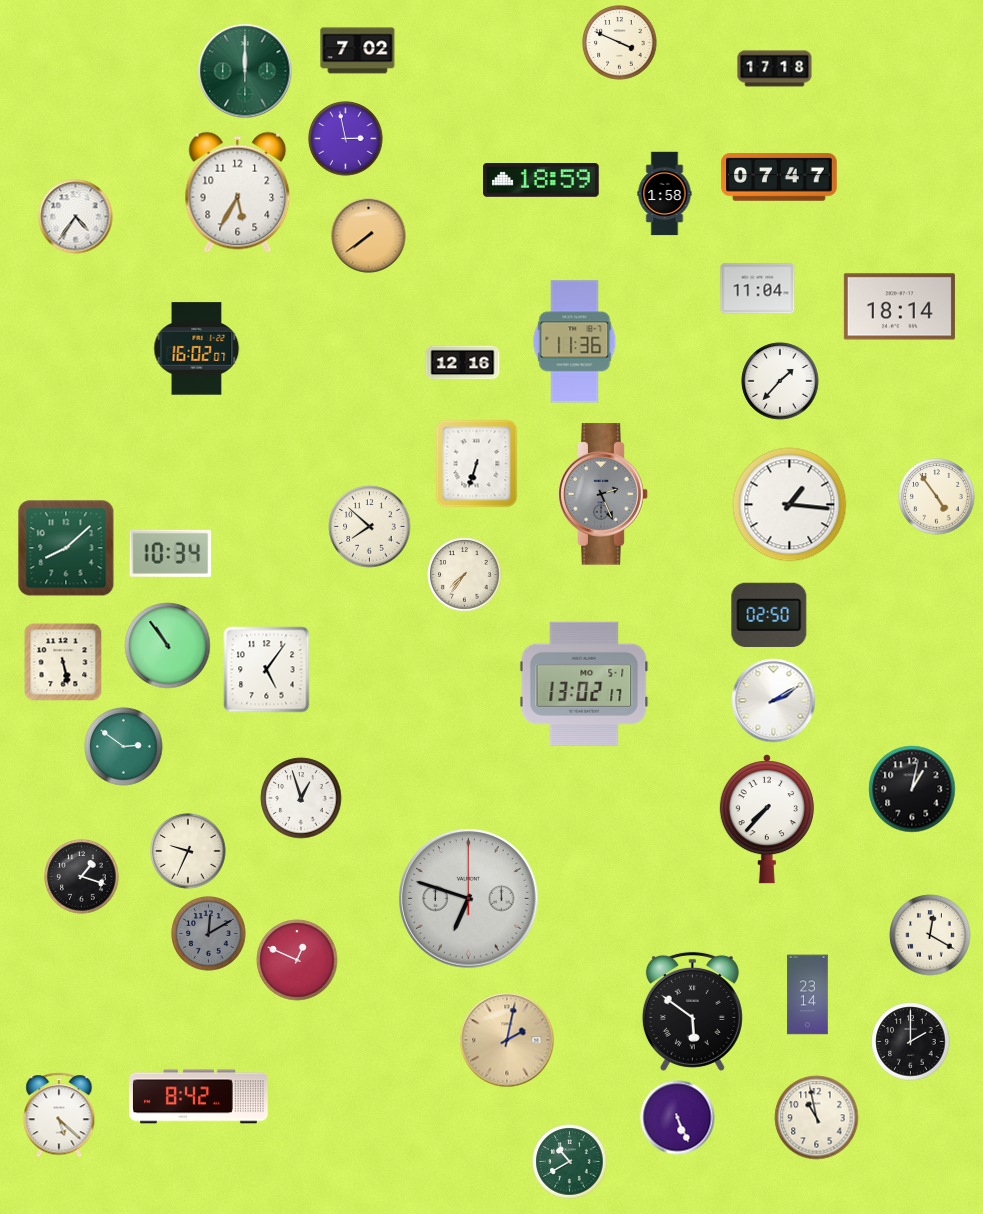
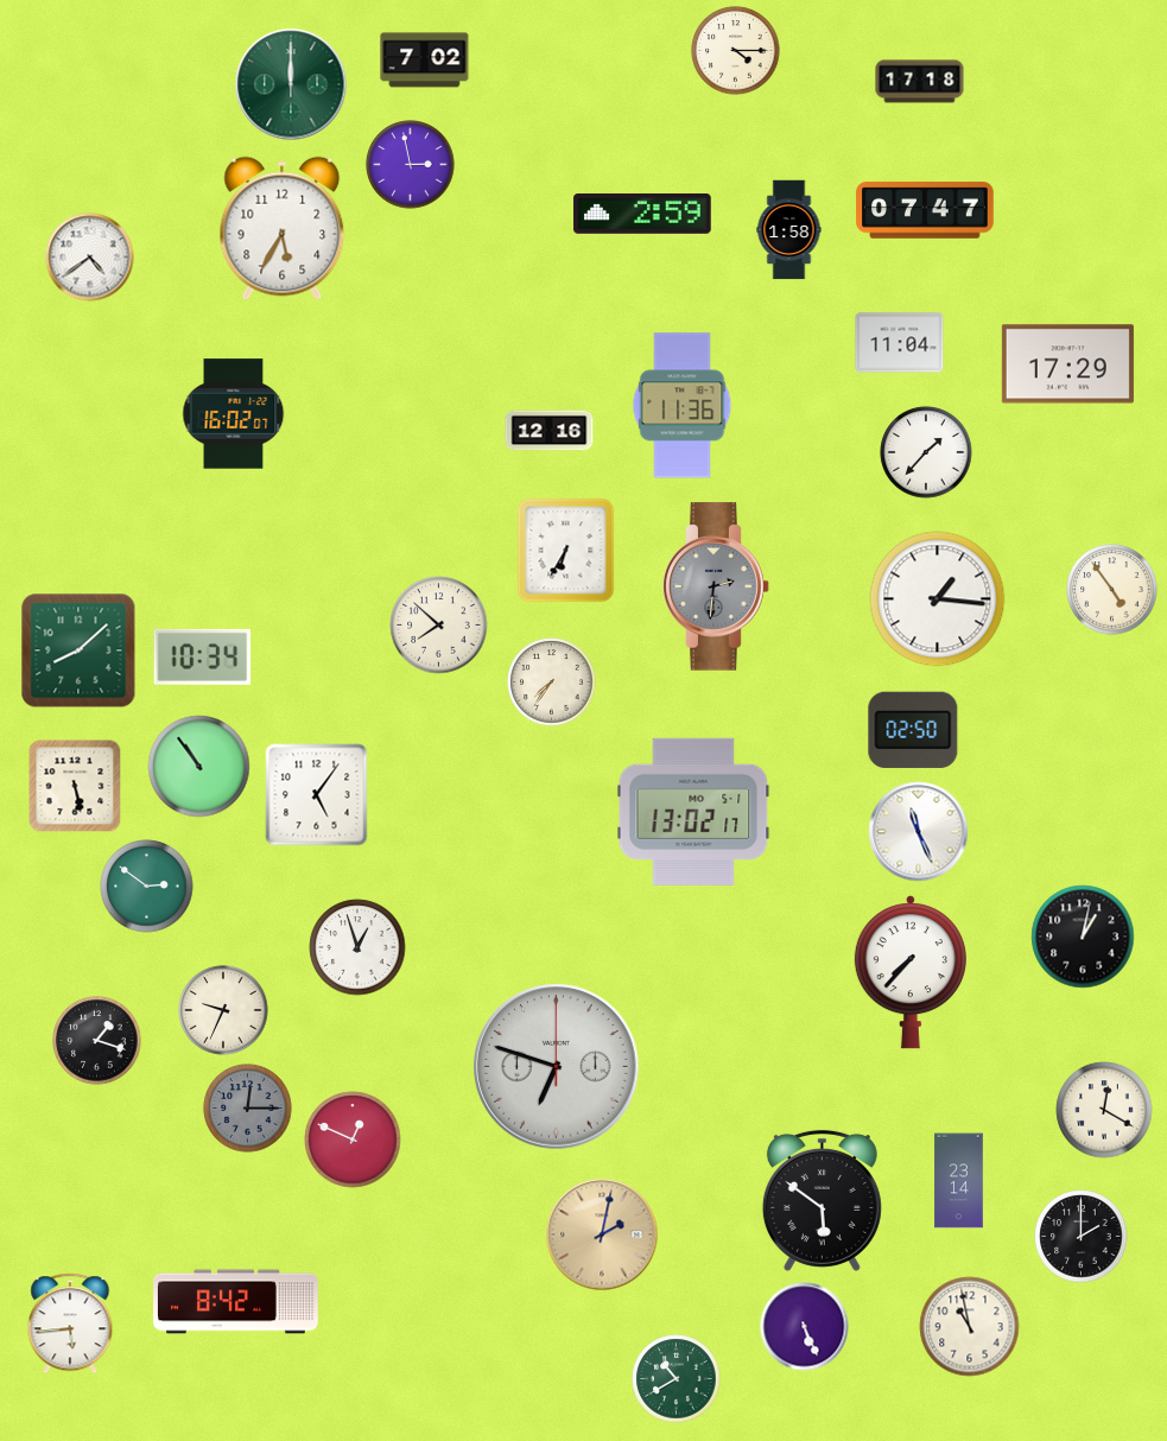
clock at (620, 43): 3:49 -> 4:15
clock at (541, 181): 18:59 -> 2:59
clock at (76, 217): 4:36 -> 4:39
clock at (369, 236): 7:39 -> none
clock at (899, 307): 18:14 -> 17:29
clock at (477, 464): 6:33 -> 6:35
clock at (603, 494): 2:26 -> 2:31
clock at (774, 701): 2:10 -> 11:26
clock at (209, 934): 12:10 -> 12:15
clock at (59, 1115): 5:22 -> 5:44
